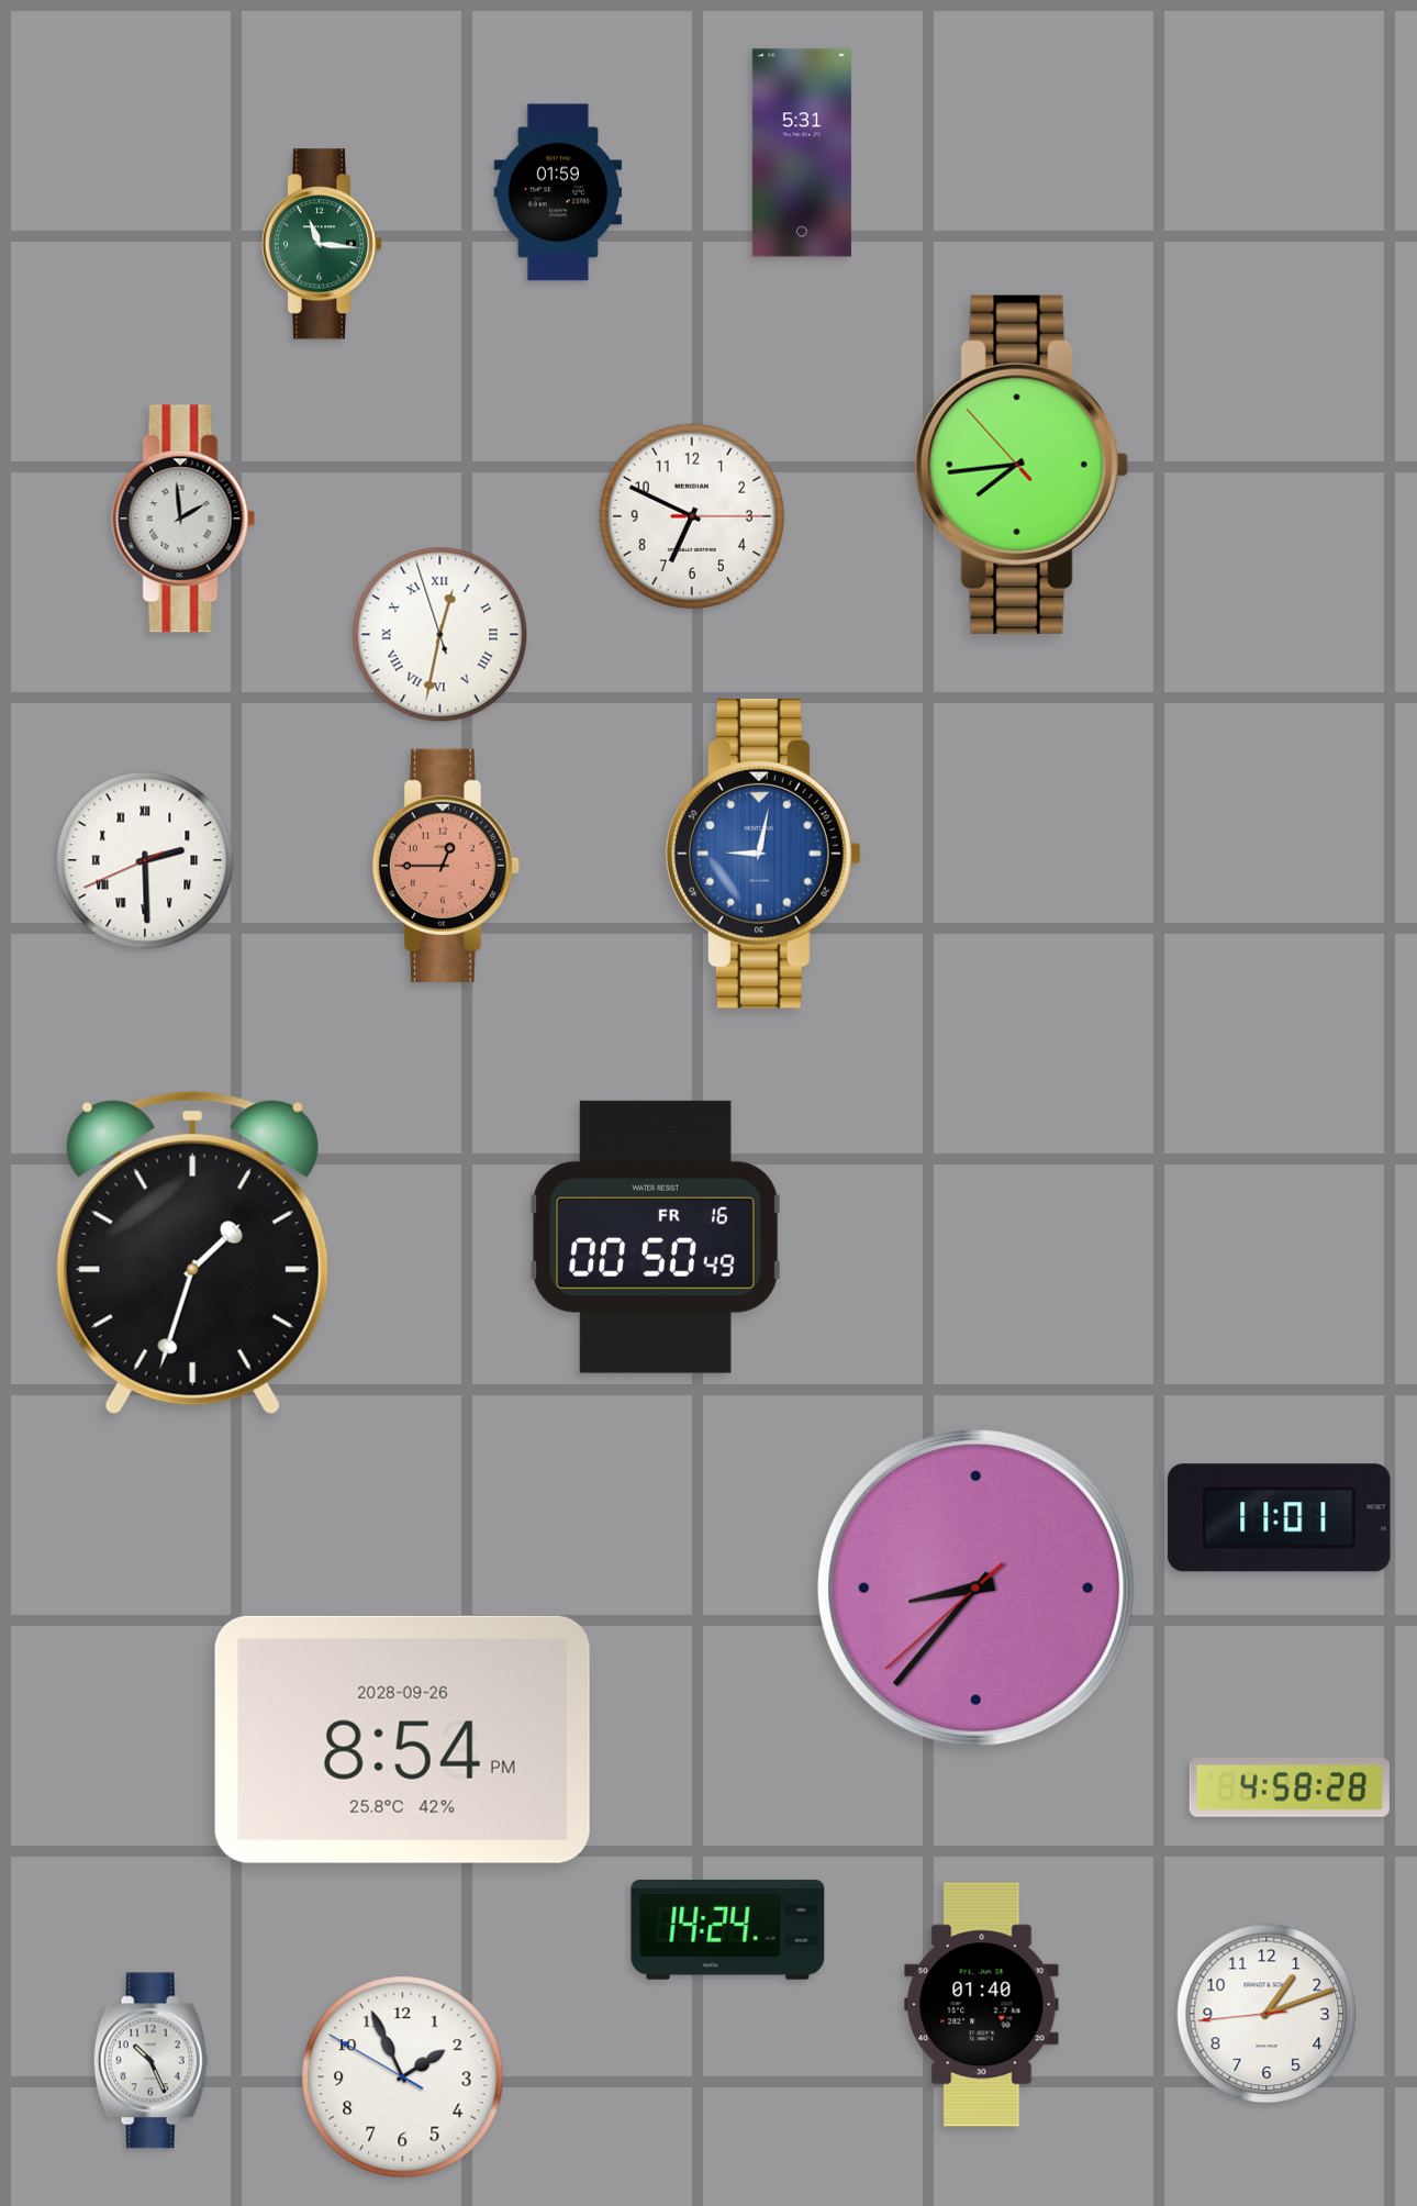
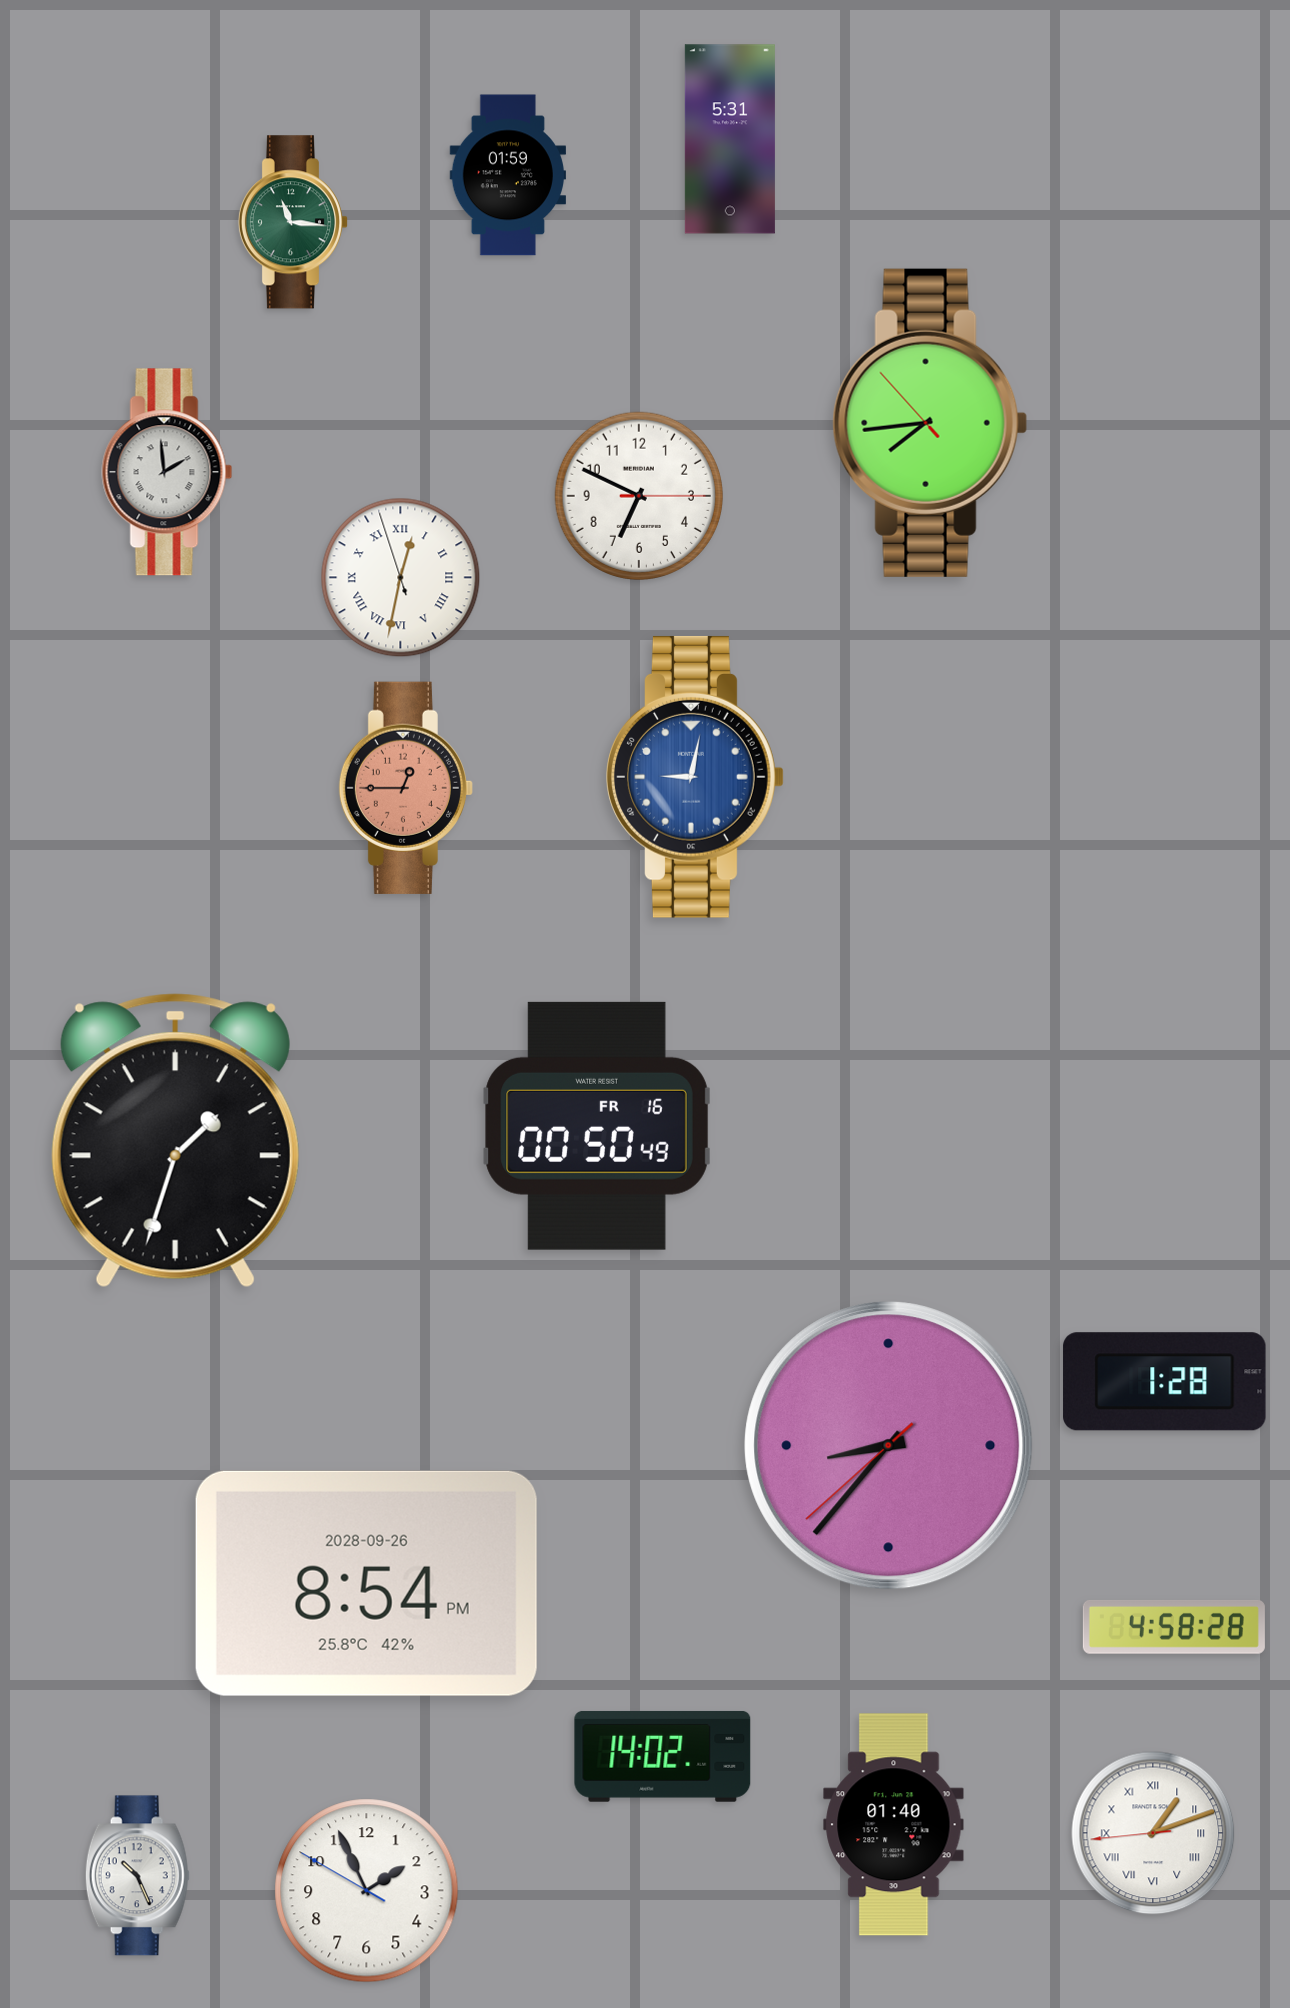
clock at (692, 516) position: (692, 516) -> (639, 496)
clock at (145, 860): 2:29 -> none
clock at (1280, 1518): 11:01 -> 1:28
clock at (728, 1929): 14:24 -> 14:02
clock at (1267, 2014) numerals: Arabic -> Roman
